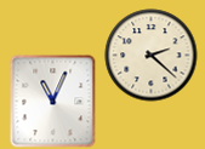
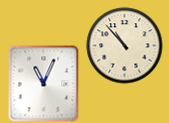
clock at (152, 56): 2:22 -> 10:53
